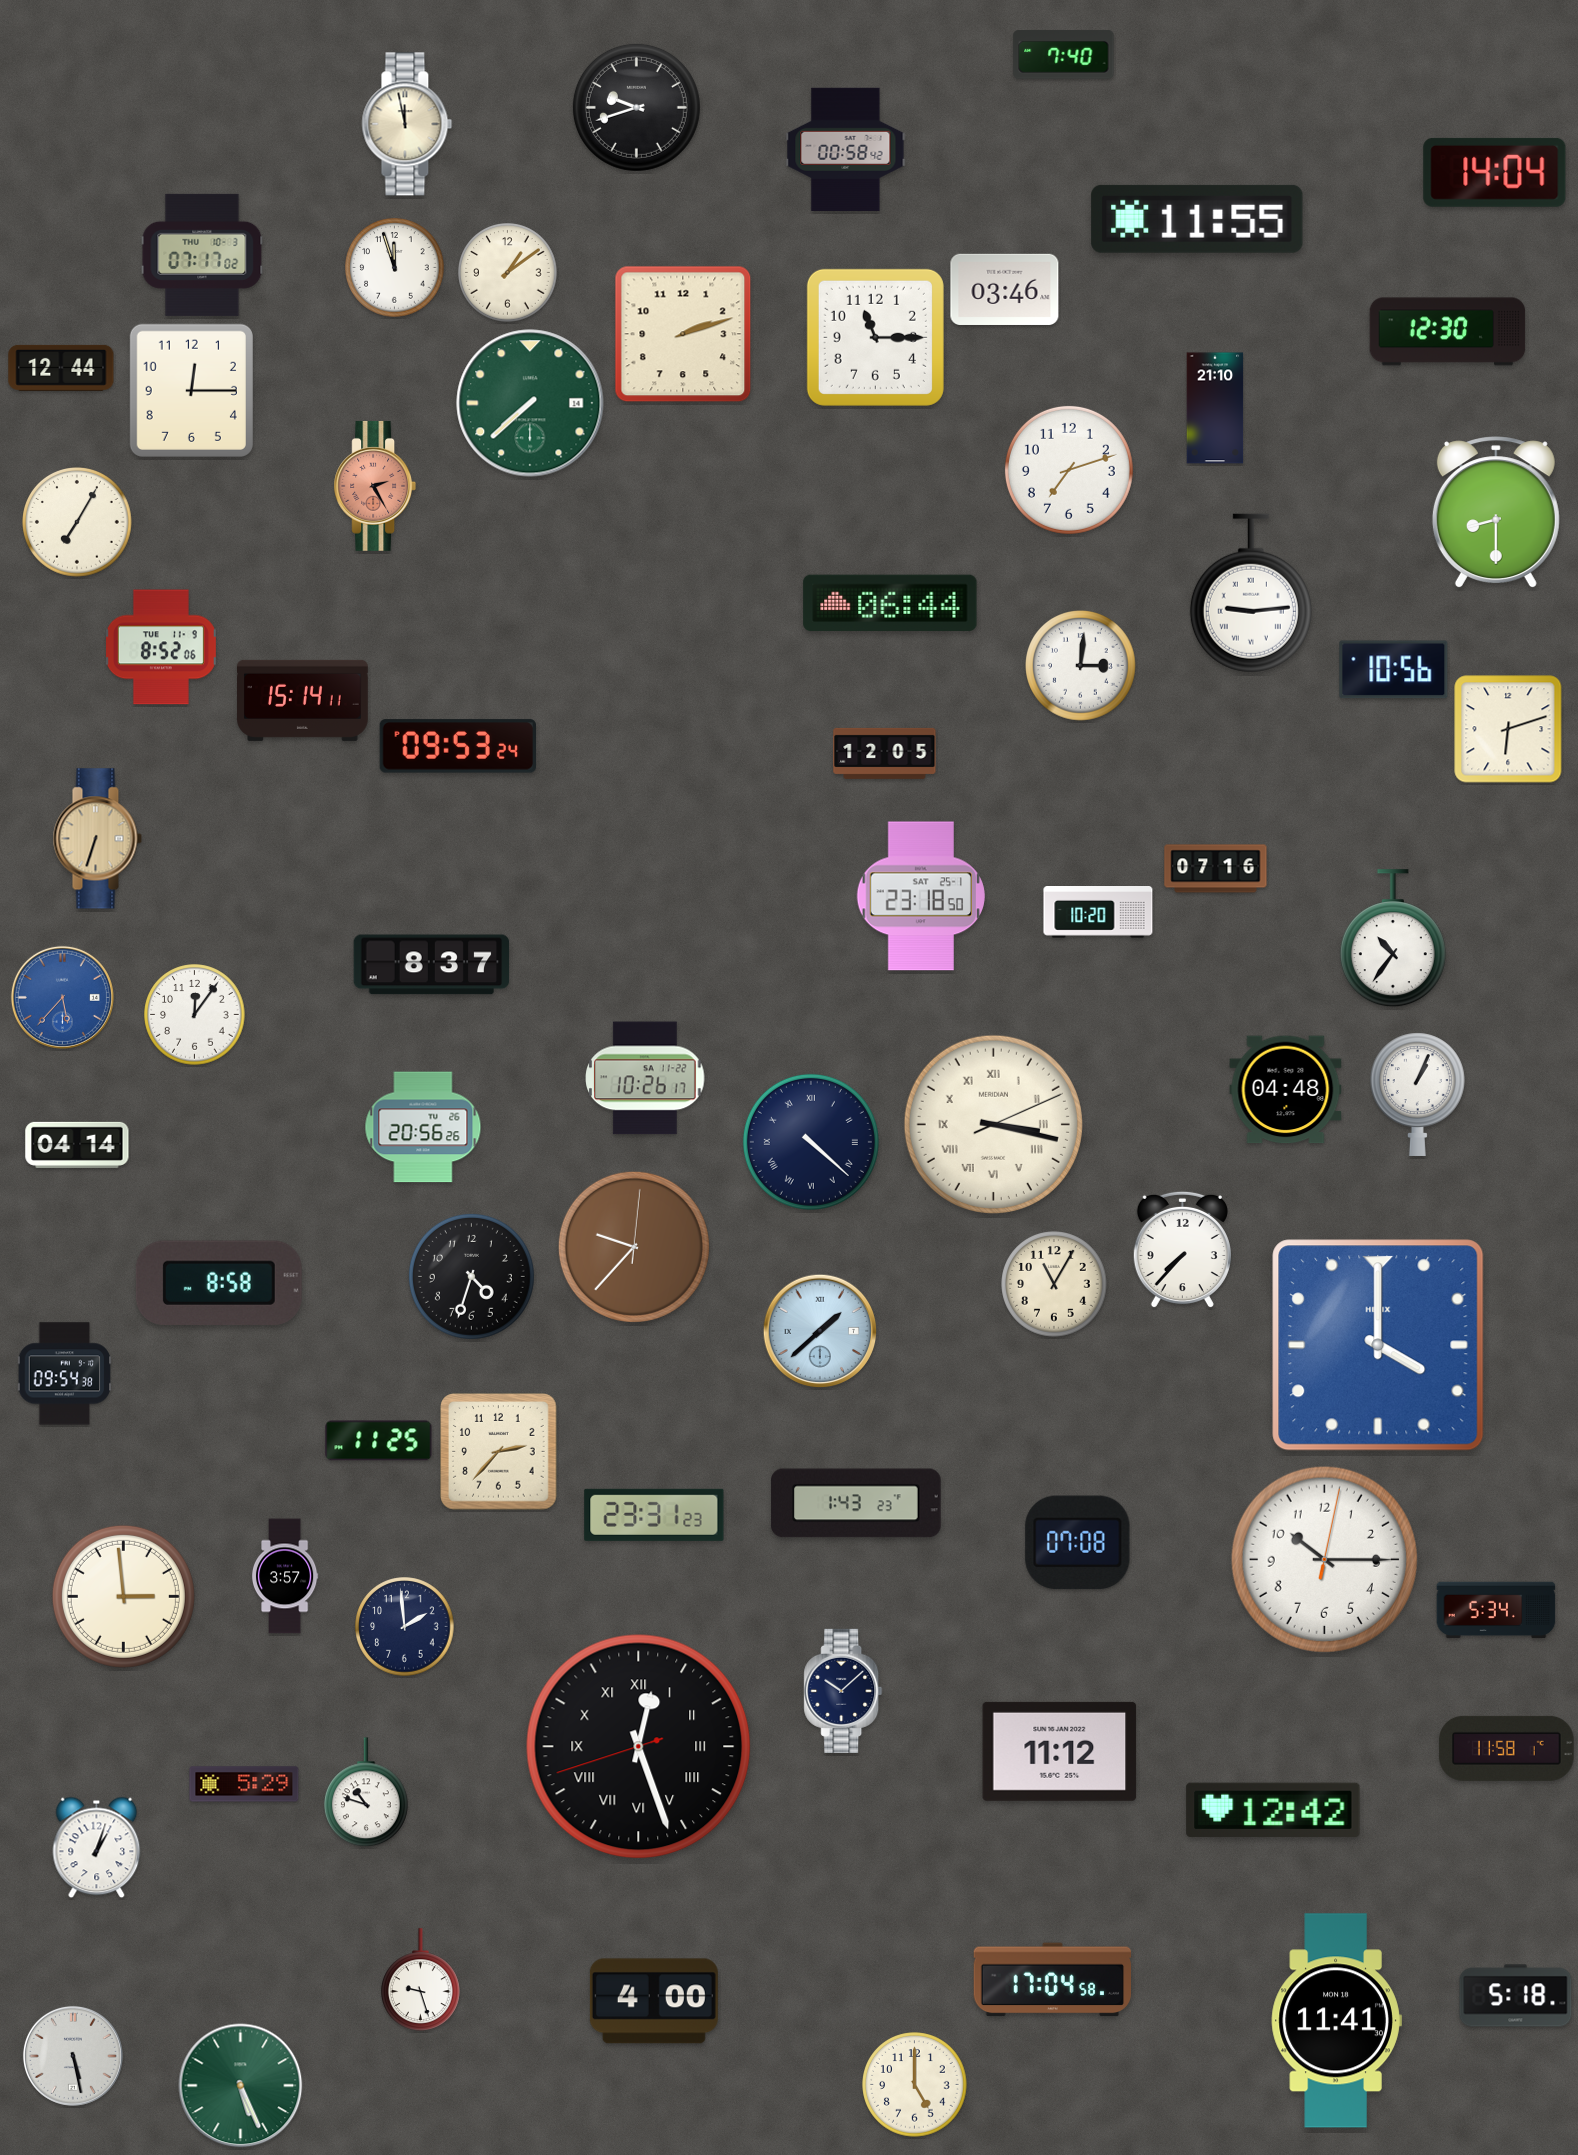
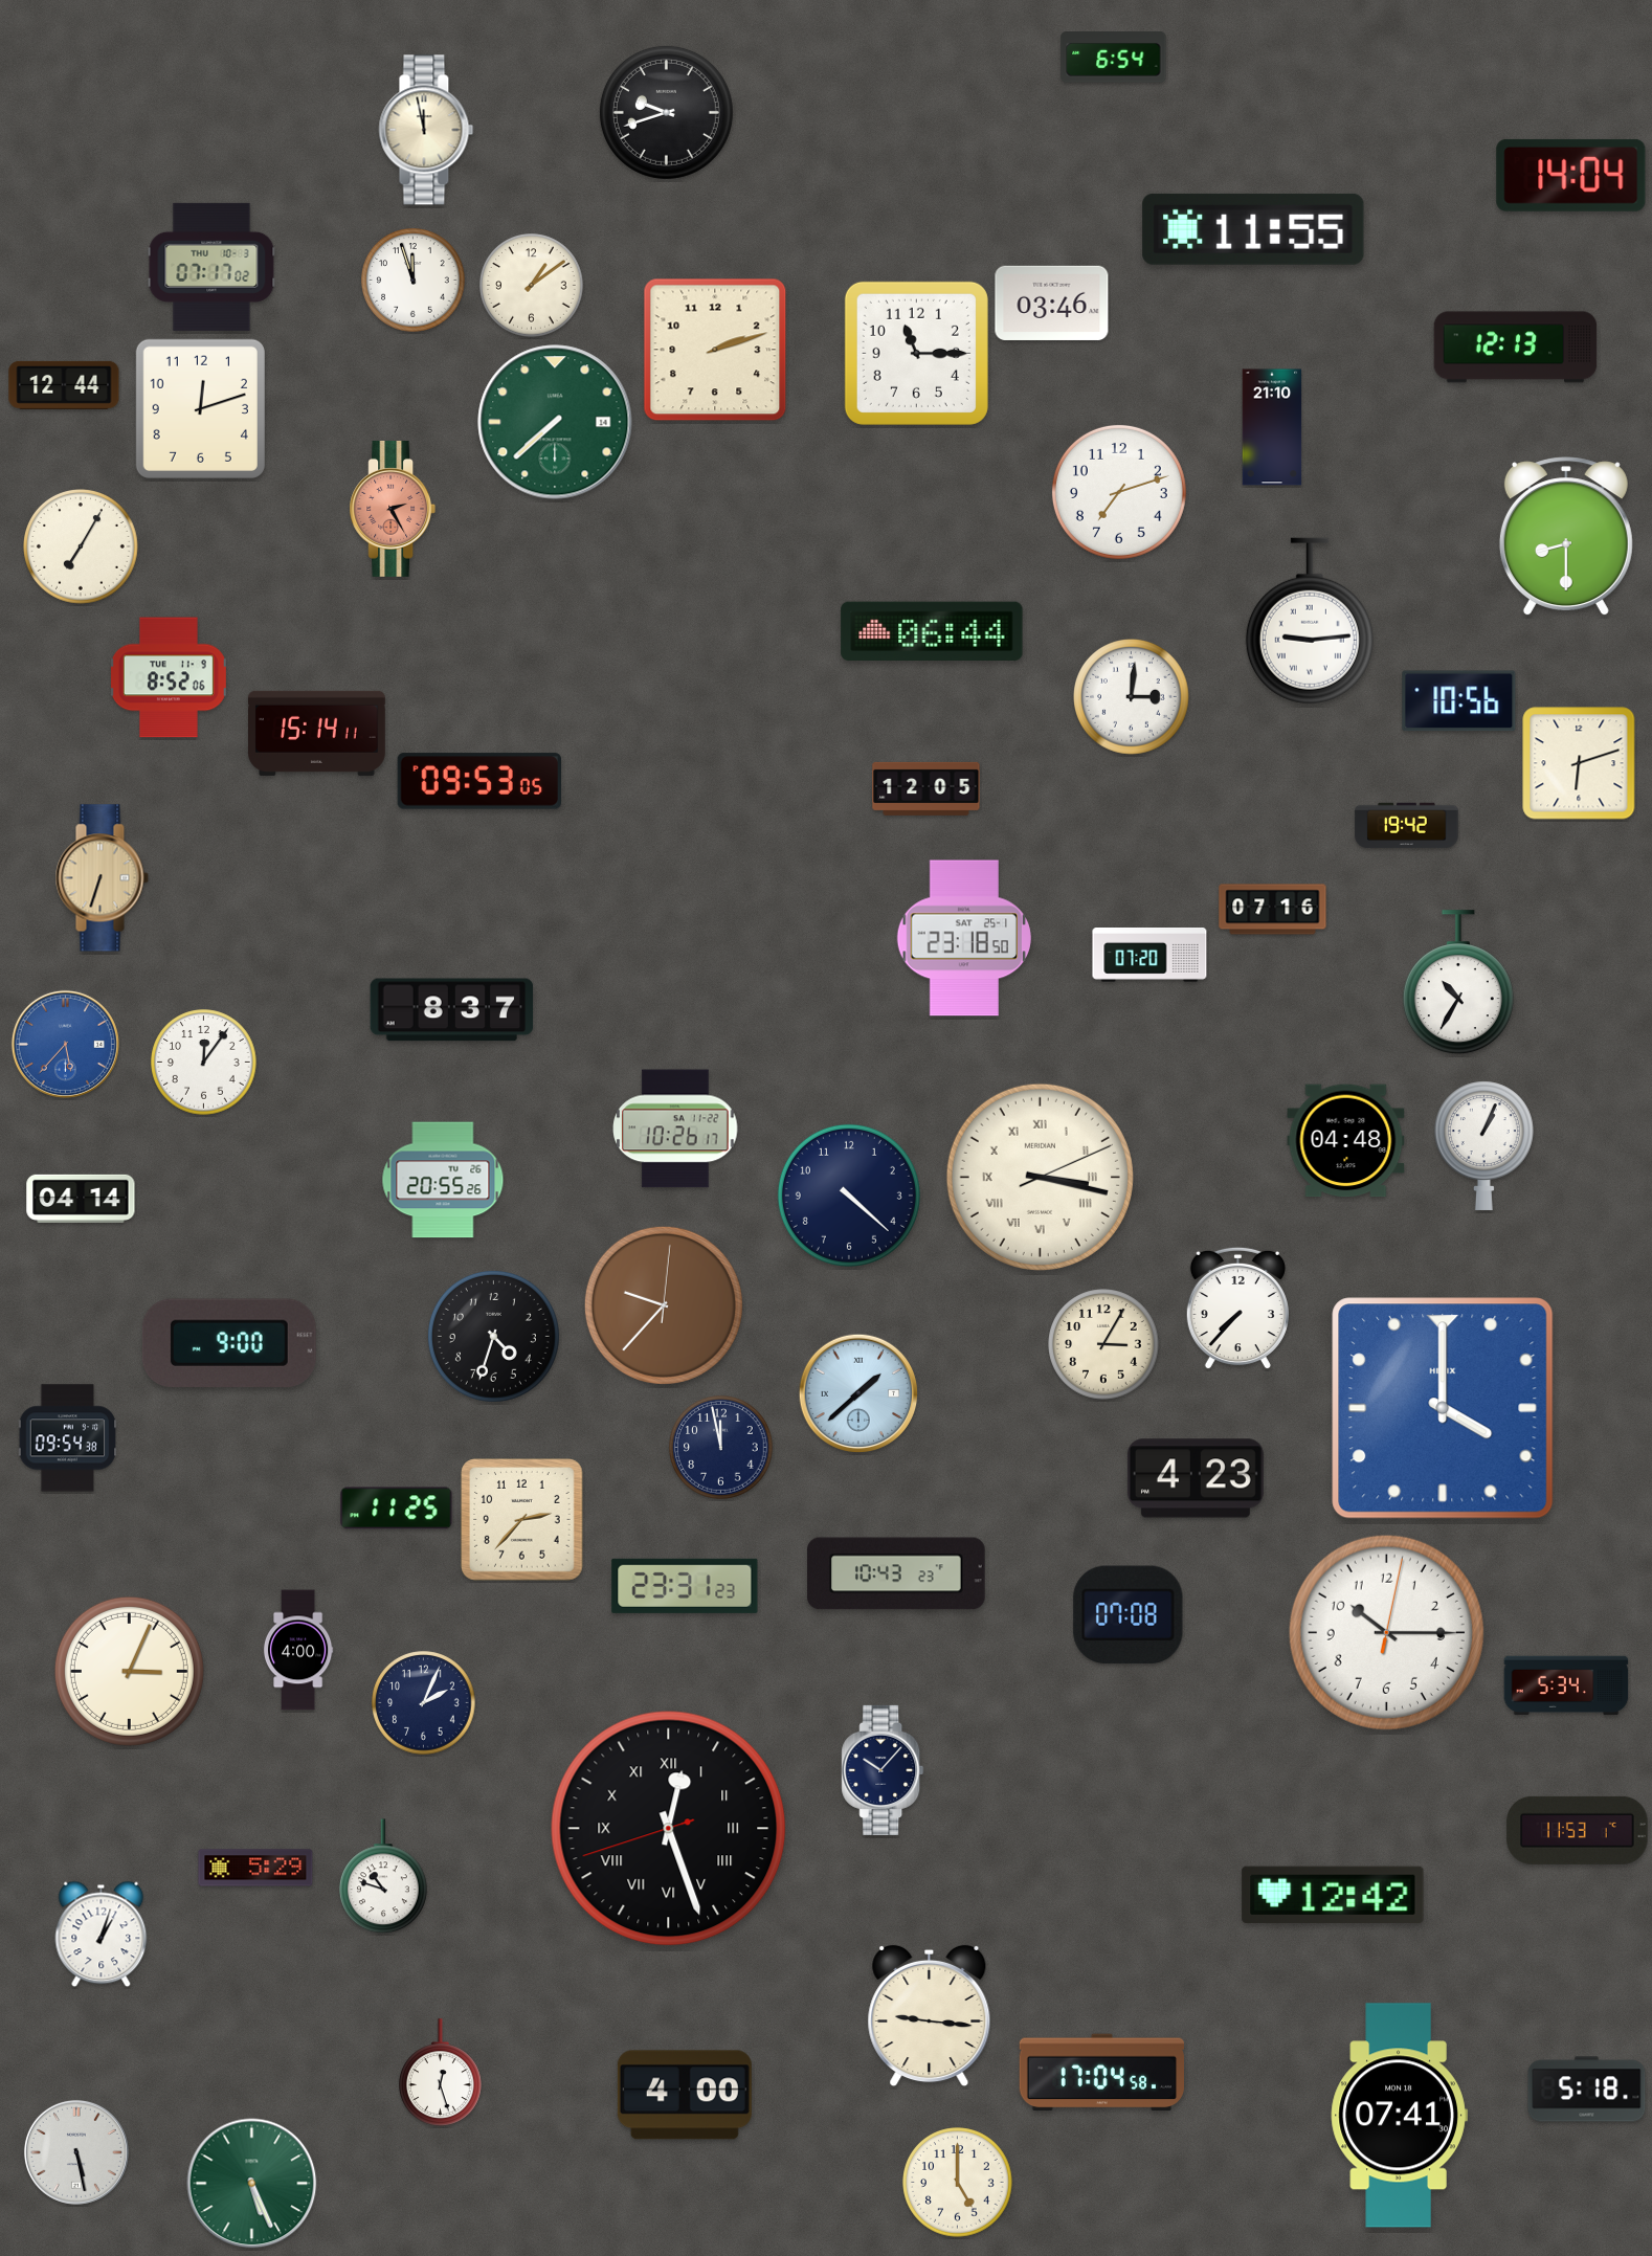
clock at (1064, 55): 7:40 -> 6:54
clock at (846, 149): 00:58 -> none
clock at (1495, 172) position: (1495, 172) -> (1571, 175)
clock at (1448, 332): 12:30 -> 12:13
clock at (191, 390): 12:15 -> 12:12
clock at (458, 746): 09:53:24 -> 09:53:05
clock at (1407, 826): none -> 19:42
clock at (1098, 913): 10:20 -> 07:20
clock at (1393, 939): 10:36 -> 10:35
clock at (423, 1127): 20:56 -> 20:55
clock at (811, 1142) numerals: Roman -> Arabic
clock at (219, 1283): 8:58 -> 9:00
clock at (1054, 1284): 11:05 -> 3:05
clock at (721, 1448): none -> 11:58
clock at (1196, 1478): none -> 4:23
clock at (856, 1503): 1:43 -> 10:43
clock at (285, 1576): 3:57 -> 4:00
clock at (123, 1596): 2:59 -> 3:04
clock at (405, 1627): 1:59 -> 2:04
clock at (843, 1691): 10:08 -> 10:07
clock at (1507, 1748): 11:58 -> 11:53
clock at (1060, 1751): 11:12 -> none
clock at (930, 2016): none -> 9:16
clock at (421, 1980): 9:27 -> 12:27
clock at (1336, 2021): 11:41 -> 07:41
